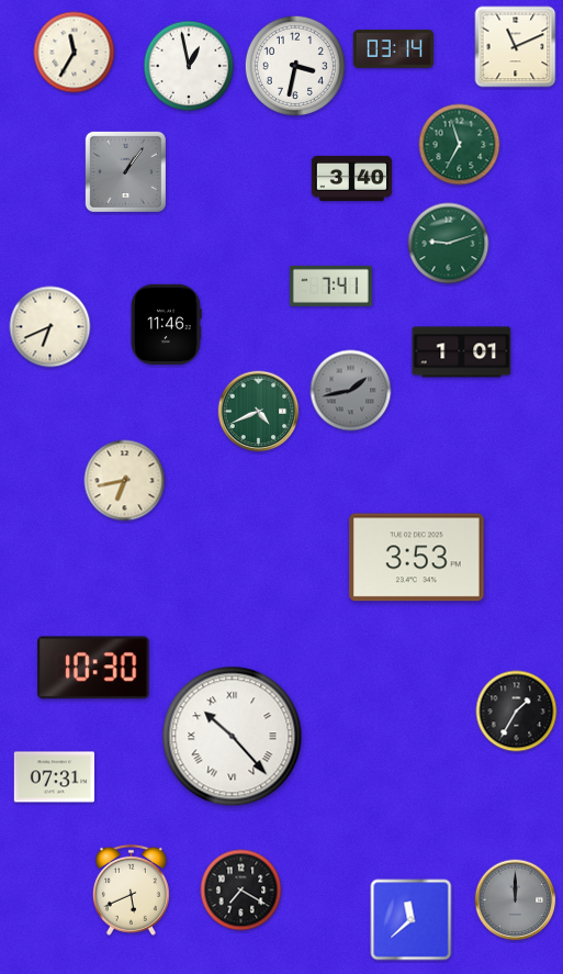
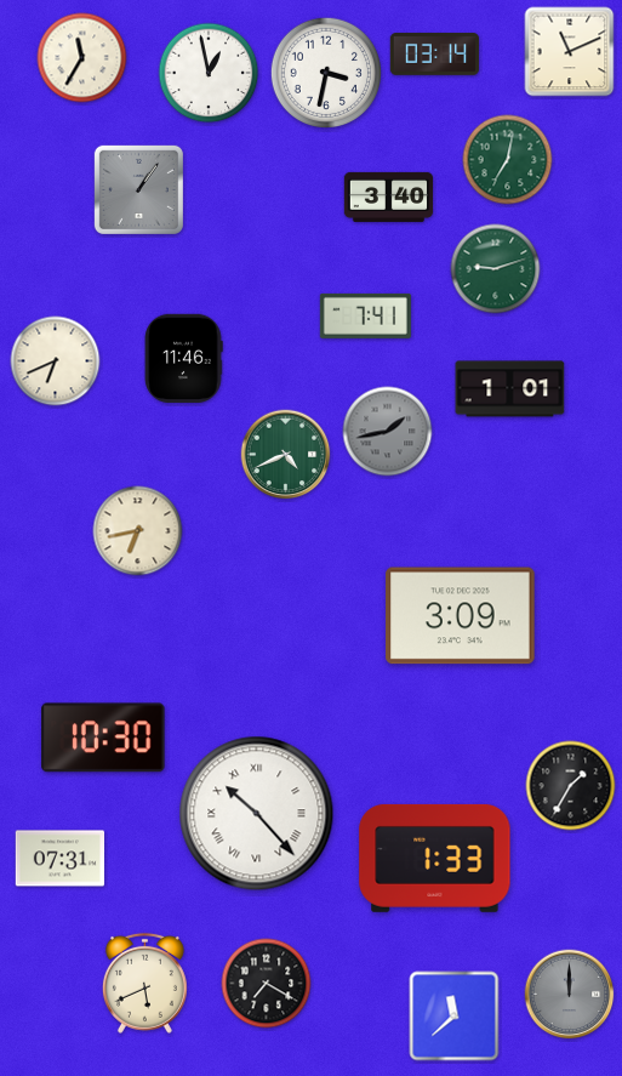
clock at (460, 145): 6:57 -> 7:02
clock at (417, 558): 3:53 -> 3:09
clock at (435, 858): none -> 1:33
